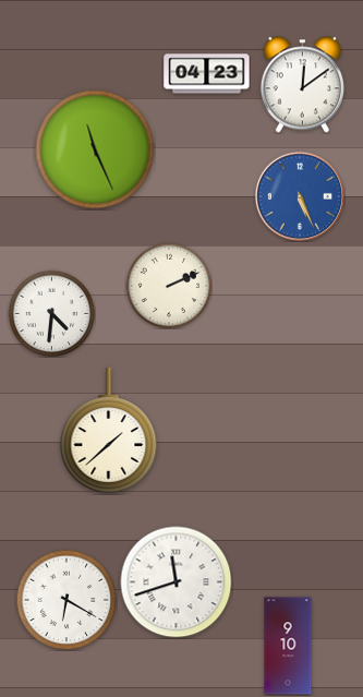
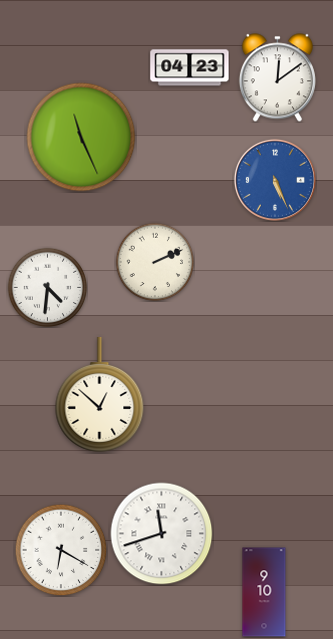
clock at (95, 149) position: (95, 149) -> (81, 137)
clock at (109, 431): 1:38 -> 12:52
